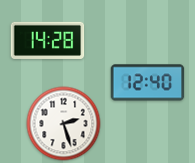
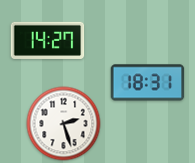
clock at (48, 40): 14:28 -> 14:27
clock at (148, 83): 12:40 -> 18:31
